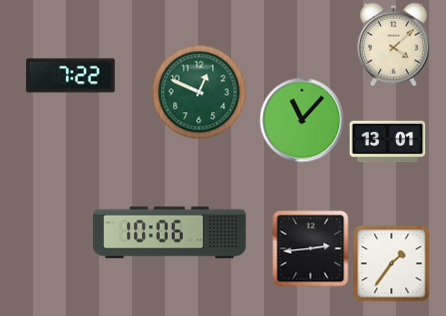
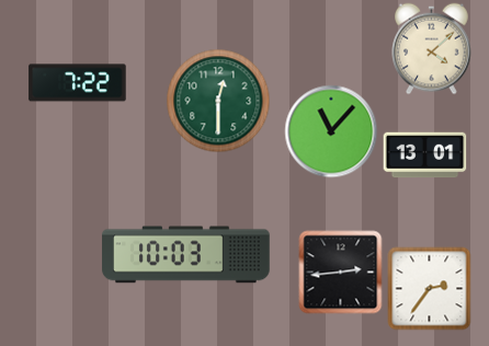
clock at (199, 92): 12:49 -> 12:30
clock at (170, 233): 10:06 -> 10:03
clock at (392, 264): 1:36 -> 2:36
